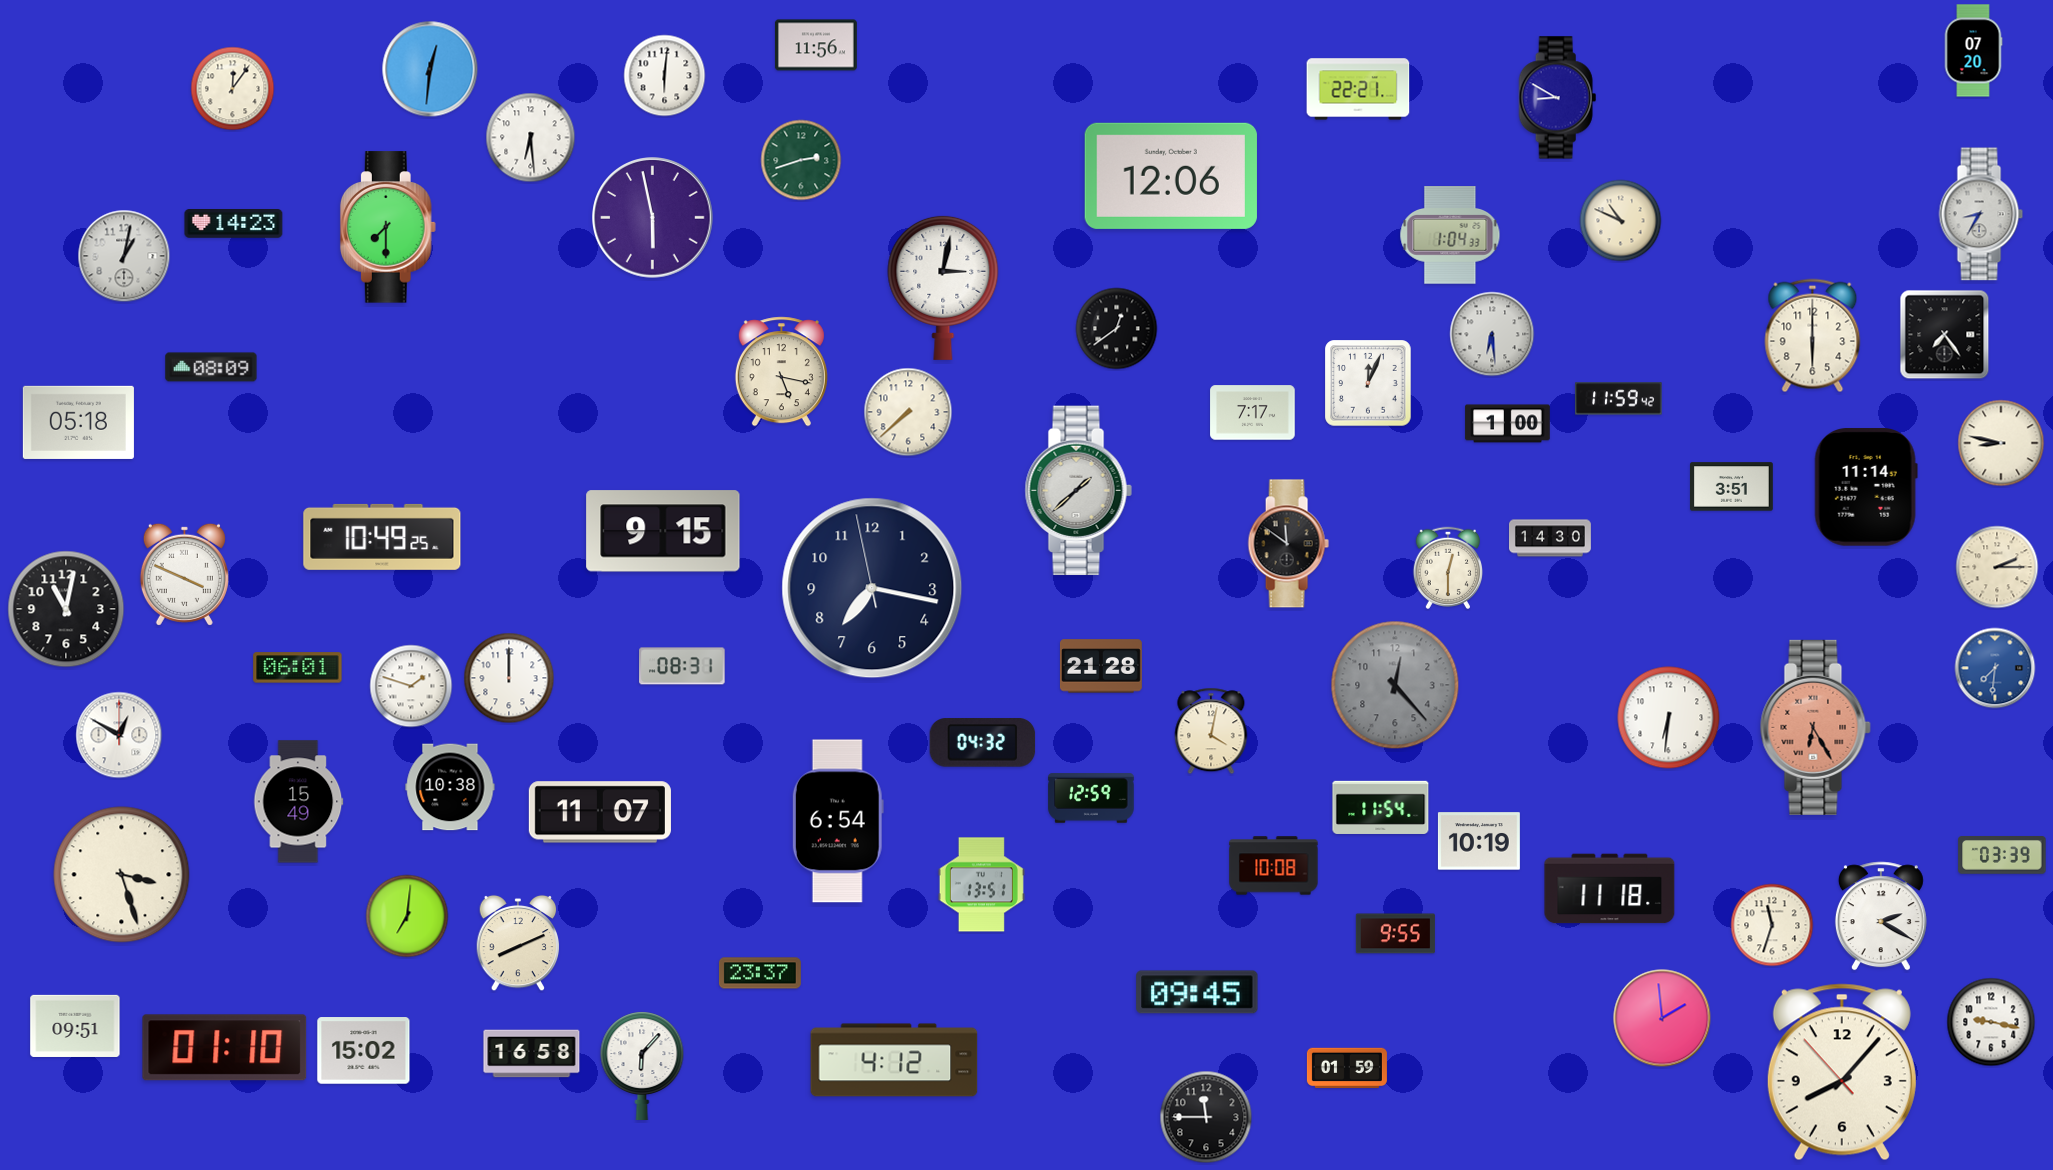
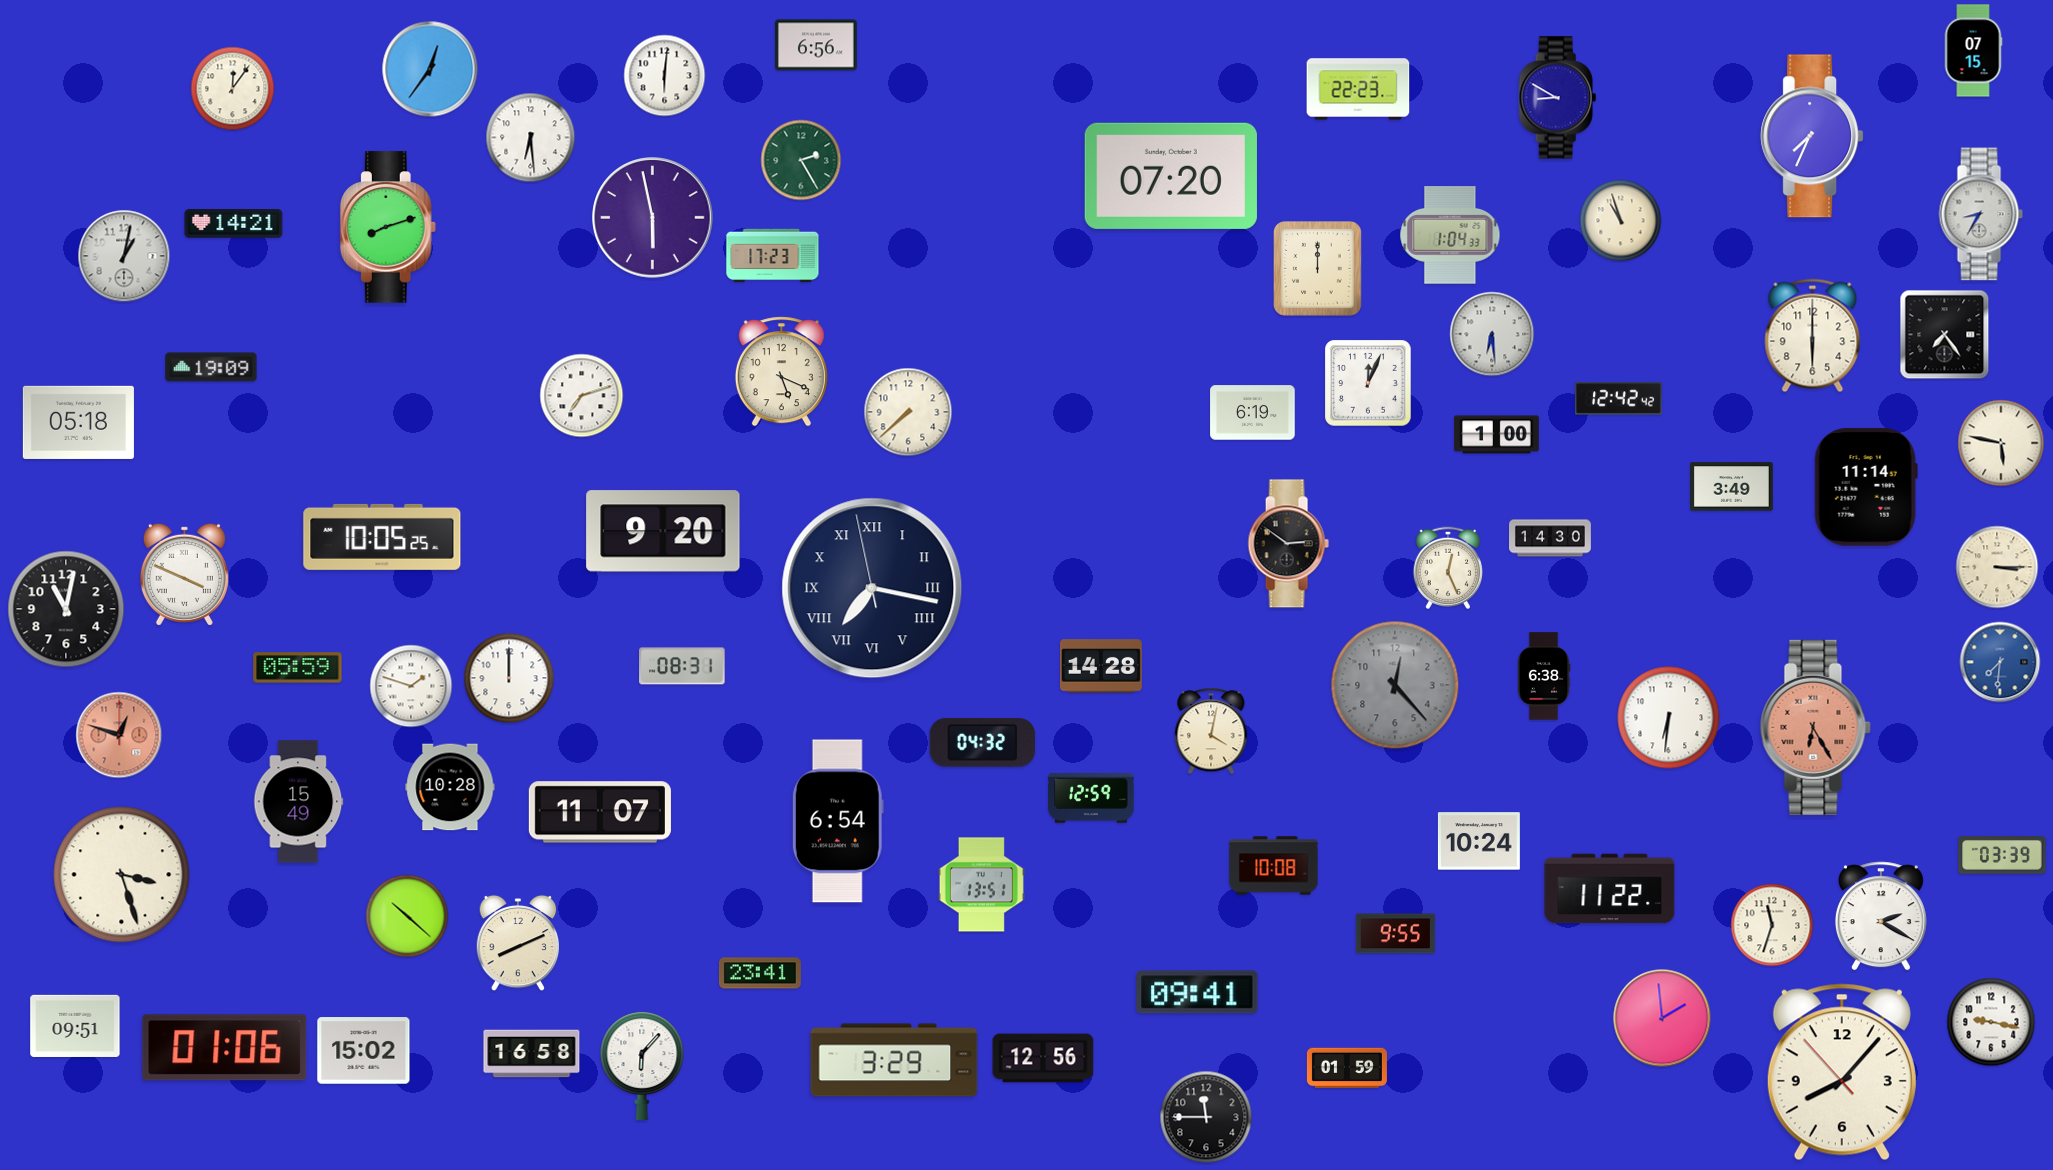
clock at (816, 45): 11:56 -> 6:56
clock at (1973, 51): 07:20 -> 07:15
clock at (430, 69): 12:31 -> 12:36
clock at (1358, 89): 22:21 -> 22:23
clock at (1812, 136): none -> 7:34
clock at (801, 160): 2:42 -> 2:25
clock at (1171, 176): 12:06 -> 07:20
clock at (1621, 221): 10:49 -> 10:57
clock at (234, 224): 14:23 -> 14:21
clock at (388, 227): 7:30 -> 8:12
clock at (773, 256): none -> 17:23
clock at (1318, 269): none -> 12:00
clock at (943, 287): 3:02 -> none
clock at (1117, 329): 12:39 -> none
clock at (211, 367): 08:09 -> 19:09
clock at (781, 372): 5:17 -> 5:19
clock at (582, 396): none -> 7:12
clock at (1619, 399): 11:59 -> 12:42
clock at (1253, 413): 7:17 -> 6:19
clock at (1508, 424) position: (1508, 424) -> (1497, 435)
clock at (2001, 443): 8:47 -> 5:47
clock at (1732, 487): 3:51 -> 3:49
clock at (1078, 491): 1:38 -> none
clock at (663, 531): 9:15 -> 9:20
clock at (382, 537): 10:49 -> 10:05
clock at (1288, 544): 11:51 -> 2:51
clock at (1997, 567): 2:15 -> 3:15
clock at (1447, 568): 12:30 -> 12:26
clock at (872, 588) numerals: Arabic -> Roman
clock at (1101, 666): 21:28 -> 14:28
clock at (298, 668): 06:01 -> 05:59
clock at (1995, 668) position: (1995, 668) -> (2000, 662)
clock at (1544, 676): none -> 6:38
clock at (119, 735): 12:50 -> 12:48
clock at (119, 735) dial: white -> salmon
clock at (450, 787): 10:38 -> 10:28
clock at (1381, 807): 11:54 -> none
clock at (1479, 841): 10:19 -> 10:24
clock at (1610, 889): 11:18 -> 11:22
clock at (407, 916): 7:01 -> 10:22
clock at (760, 973): 23:37 -> 23:41
clock at (1197, 992): 09:45 -> 09:41
clock at (225, 1048): 01:10 -> 01:06
clock at (1043, 1058): none -> 12:56
clock at (894, 1060): 4:12 -> 3:29
